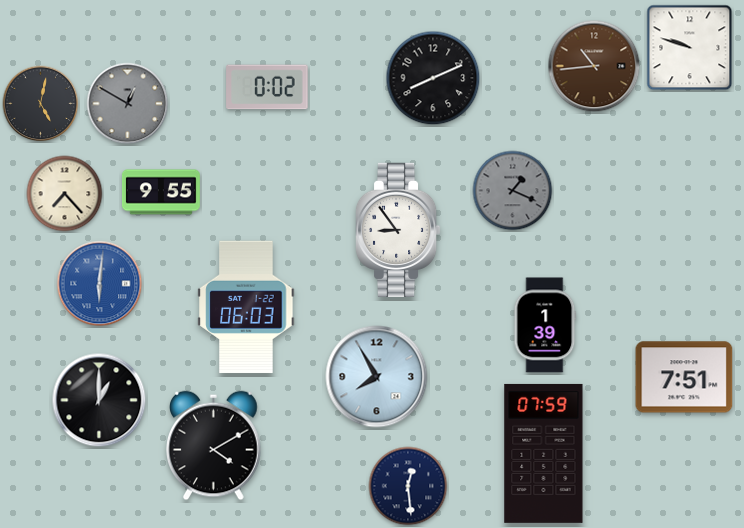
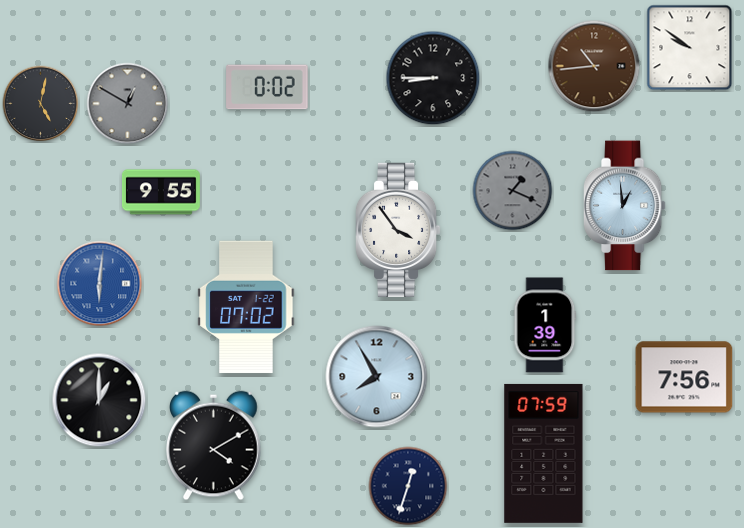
clock at (690, 48): 9:48 -> 9:51
clock at (433, 78): 8:11 -> 8:45
clock at (65, 194): 7:23 -> none
clock at (624, 206): none -> 12:59
clock at (398, 230): 8:54 -> 3:54
clock at (246, 307): 06:03 -> 07:02
clock at (684, 377): 7:51 -> 7:56
clock at (408, 486): 12:29 -> 12:33
